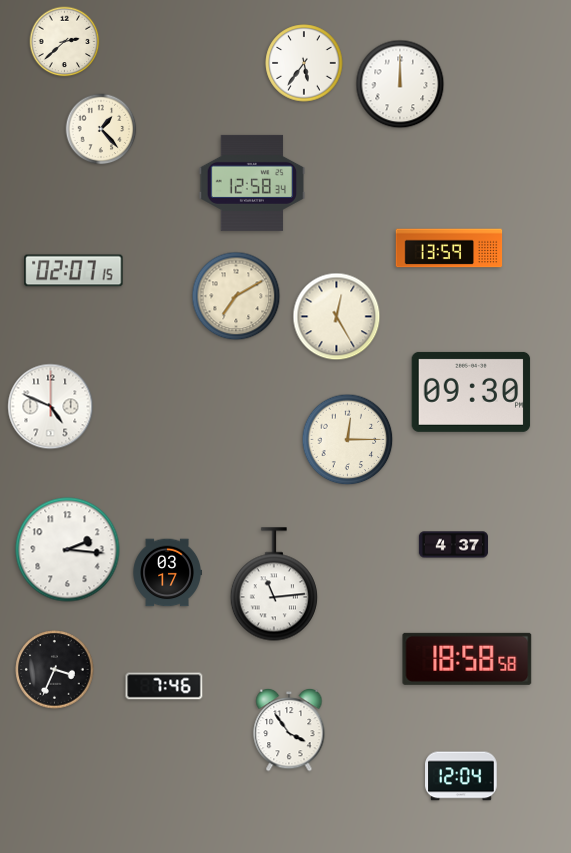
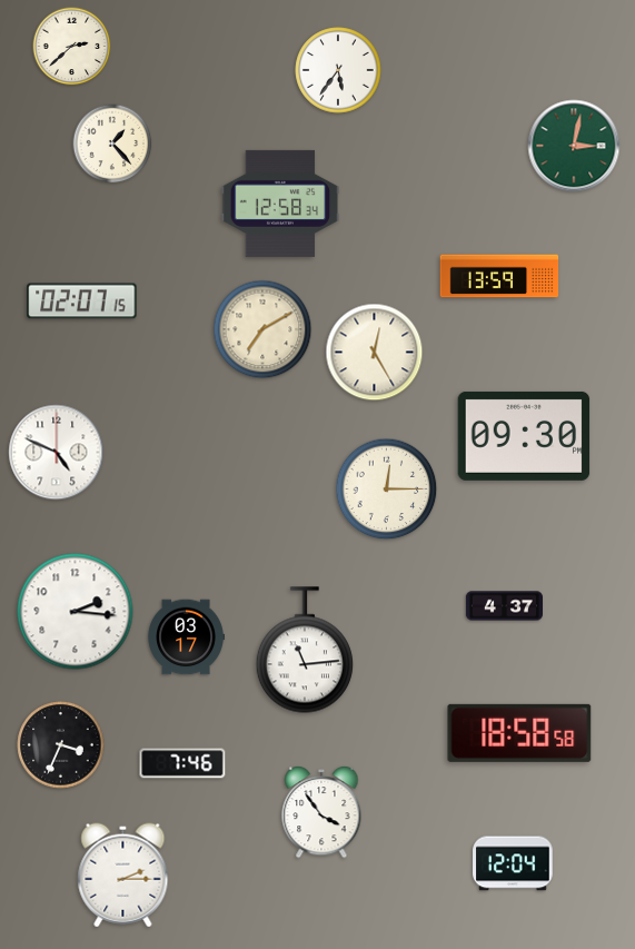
clock at (400, 84): 12:00 -> none
clock at (574, 146): none -> 3:02
clock at (123, 876): none -> 2:15
